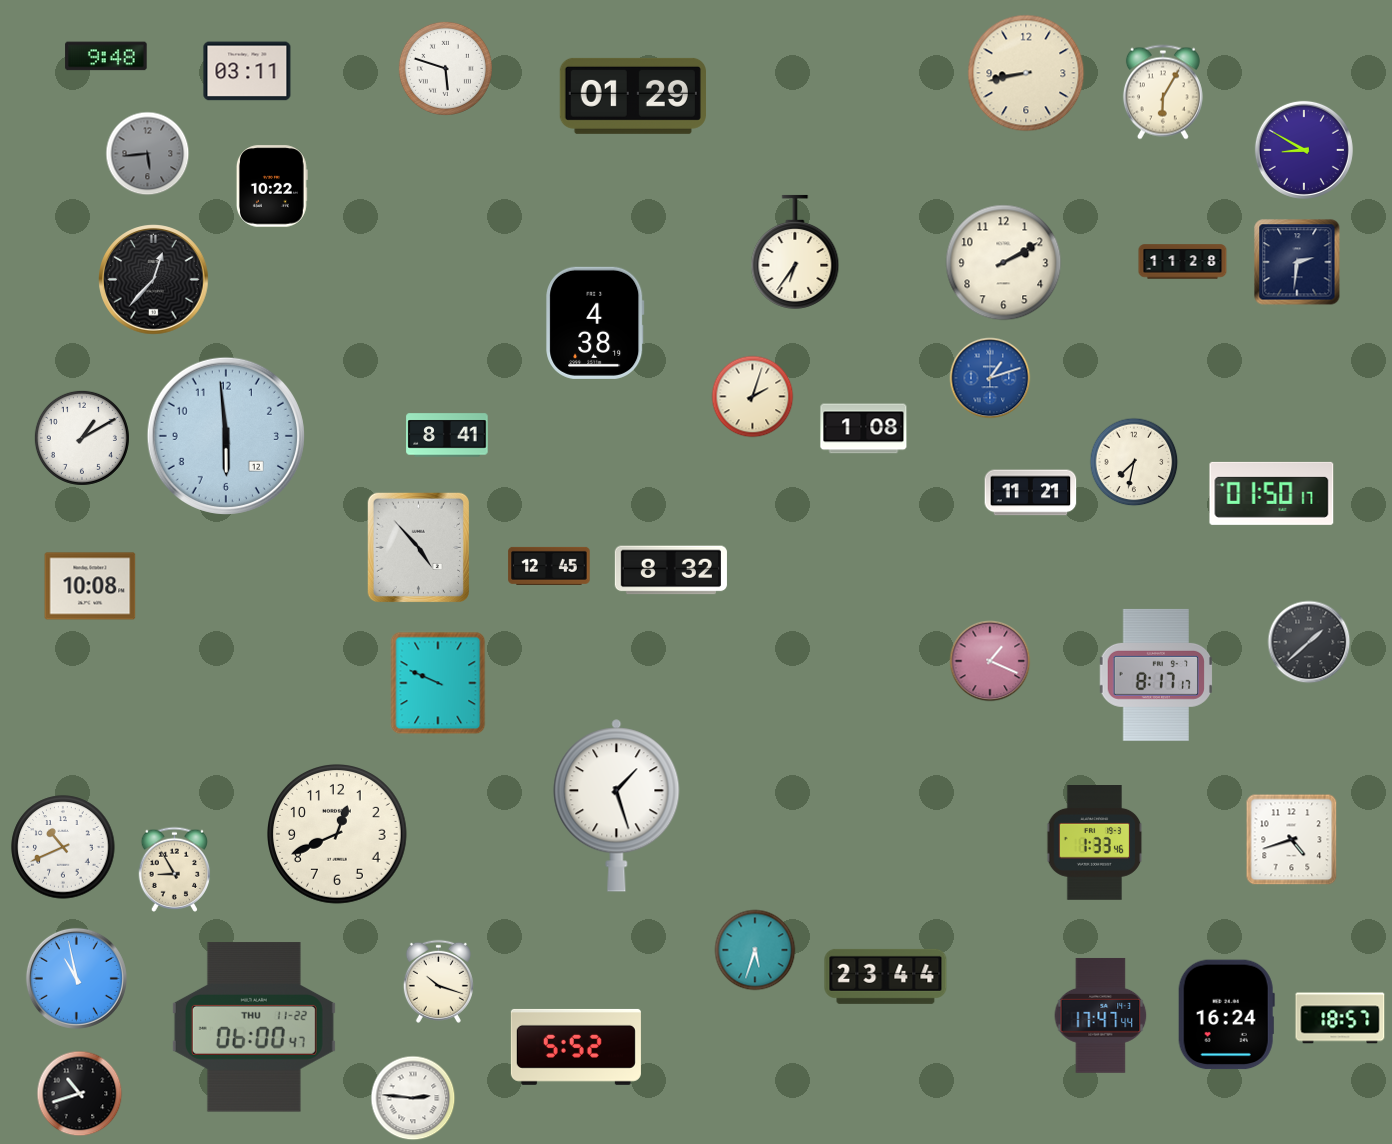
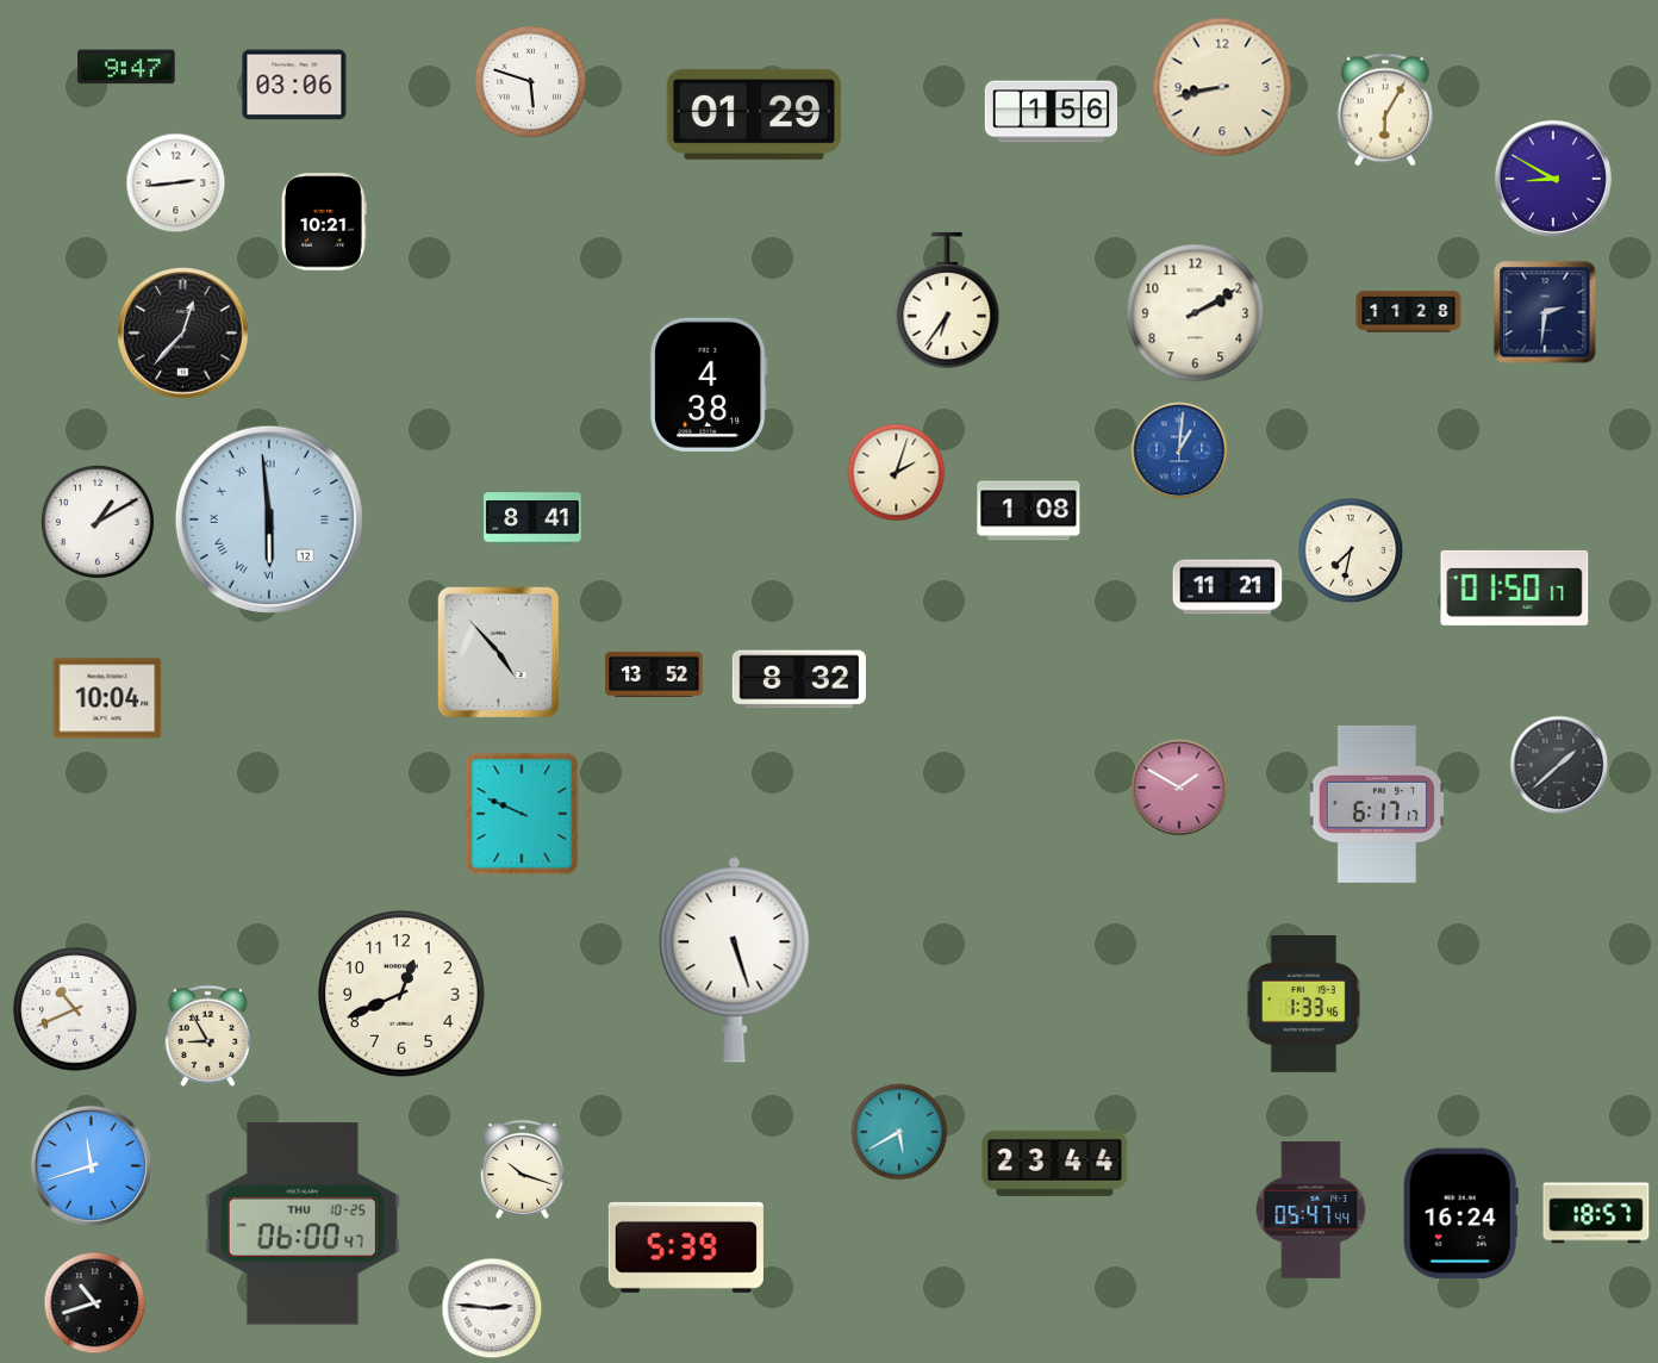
clock at (106, 56): 9:48 -> 9:47
clock at (247, 71): 03:11 -> 03:06
clock at (1052, 112): none -> 1:56
clock at (148, 154): 5:44 -> 2:44
clock at (148, 154) dial: grey -> white
clock at (272, 186): 10:22 -> 10:21
clock at (990, 378): 1:12 -> 1:01
clock at (226, 436) numerals: Arabic -> Roman
clock at (549, 566): 12:45 -> 13:52
clock at (90, 586): 10:08 -> 10:04
clock at (990, 661): 1:19 -> 1:50
clock at (1155, 675): 8:17 -> 6:17
clock at (617, 806): 1:27 -> 5:27
clock at (1292, 840): 4:42 -> none
clock at (755, 950): 5:33 -> 5:40
clock at (76, 978): 10:58 -> 11:42
clock at (1101, 1015): 17:47 -> 05:47
clock at (1226, 1015) position: (1226, 1015) -> (1460, 1214)
clock at (254, 1027) date: THU 11-22 -> THU 10-25
clock at (576, 1047): 5:52 -> 5:39
